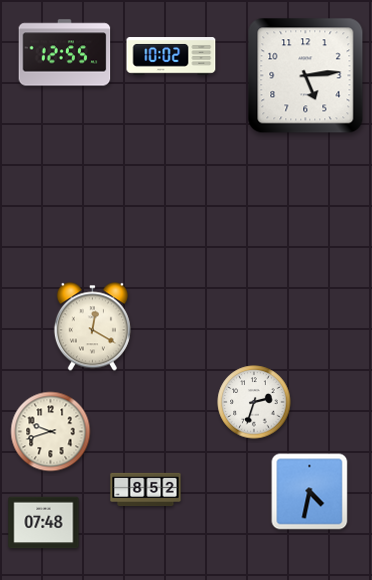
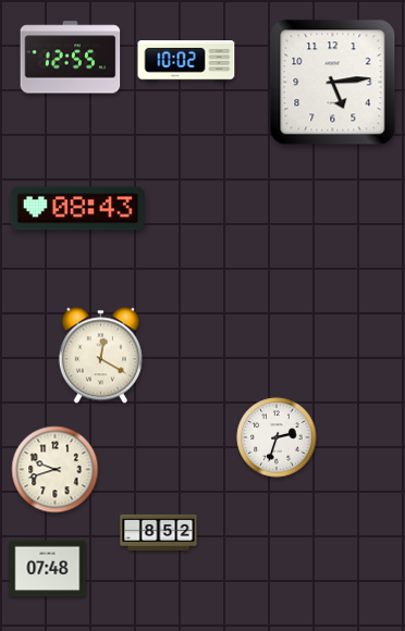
clock at (77, 209): none -> 08:43
clock at (310, 492): 4:32 -> none
